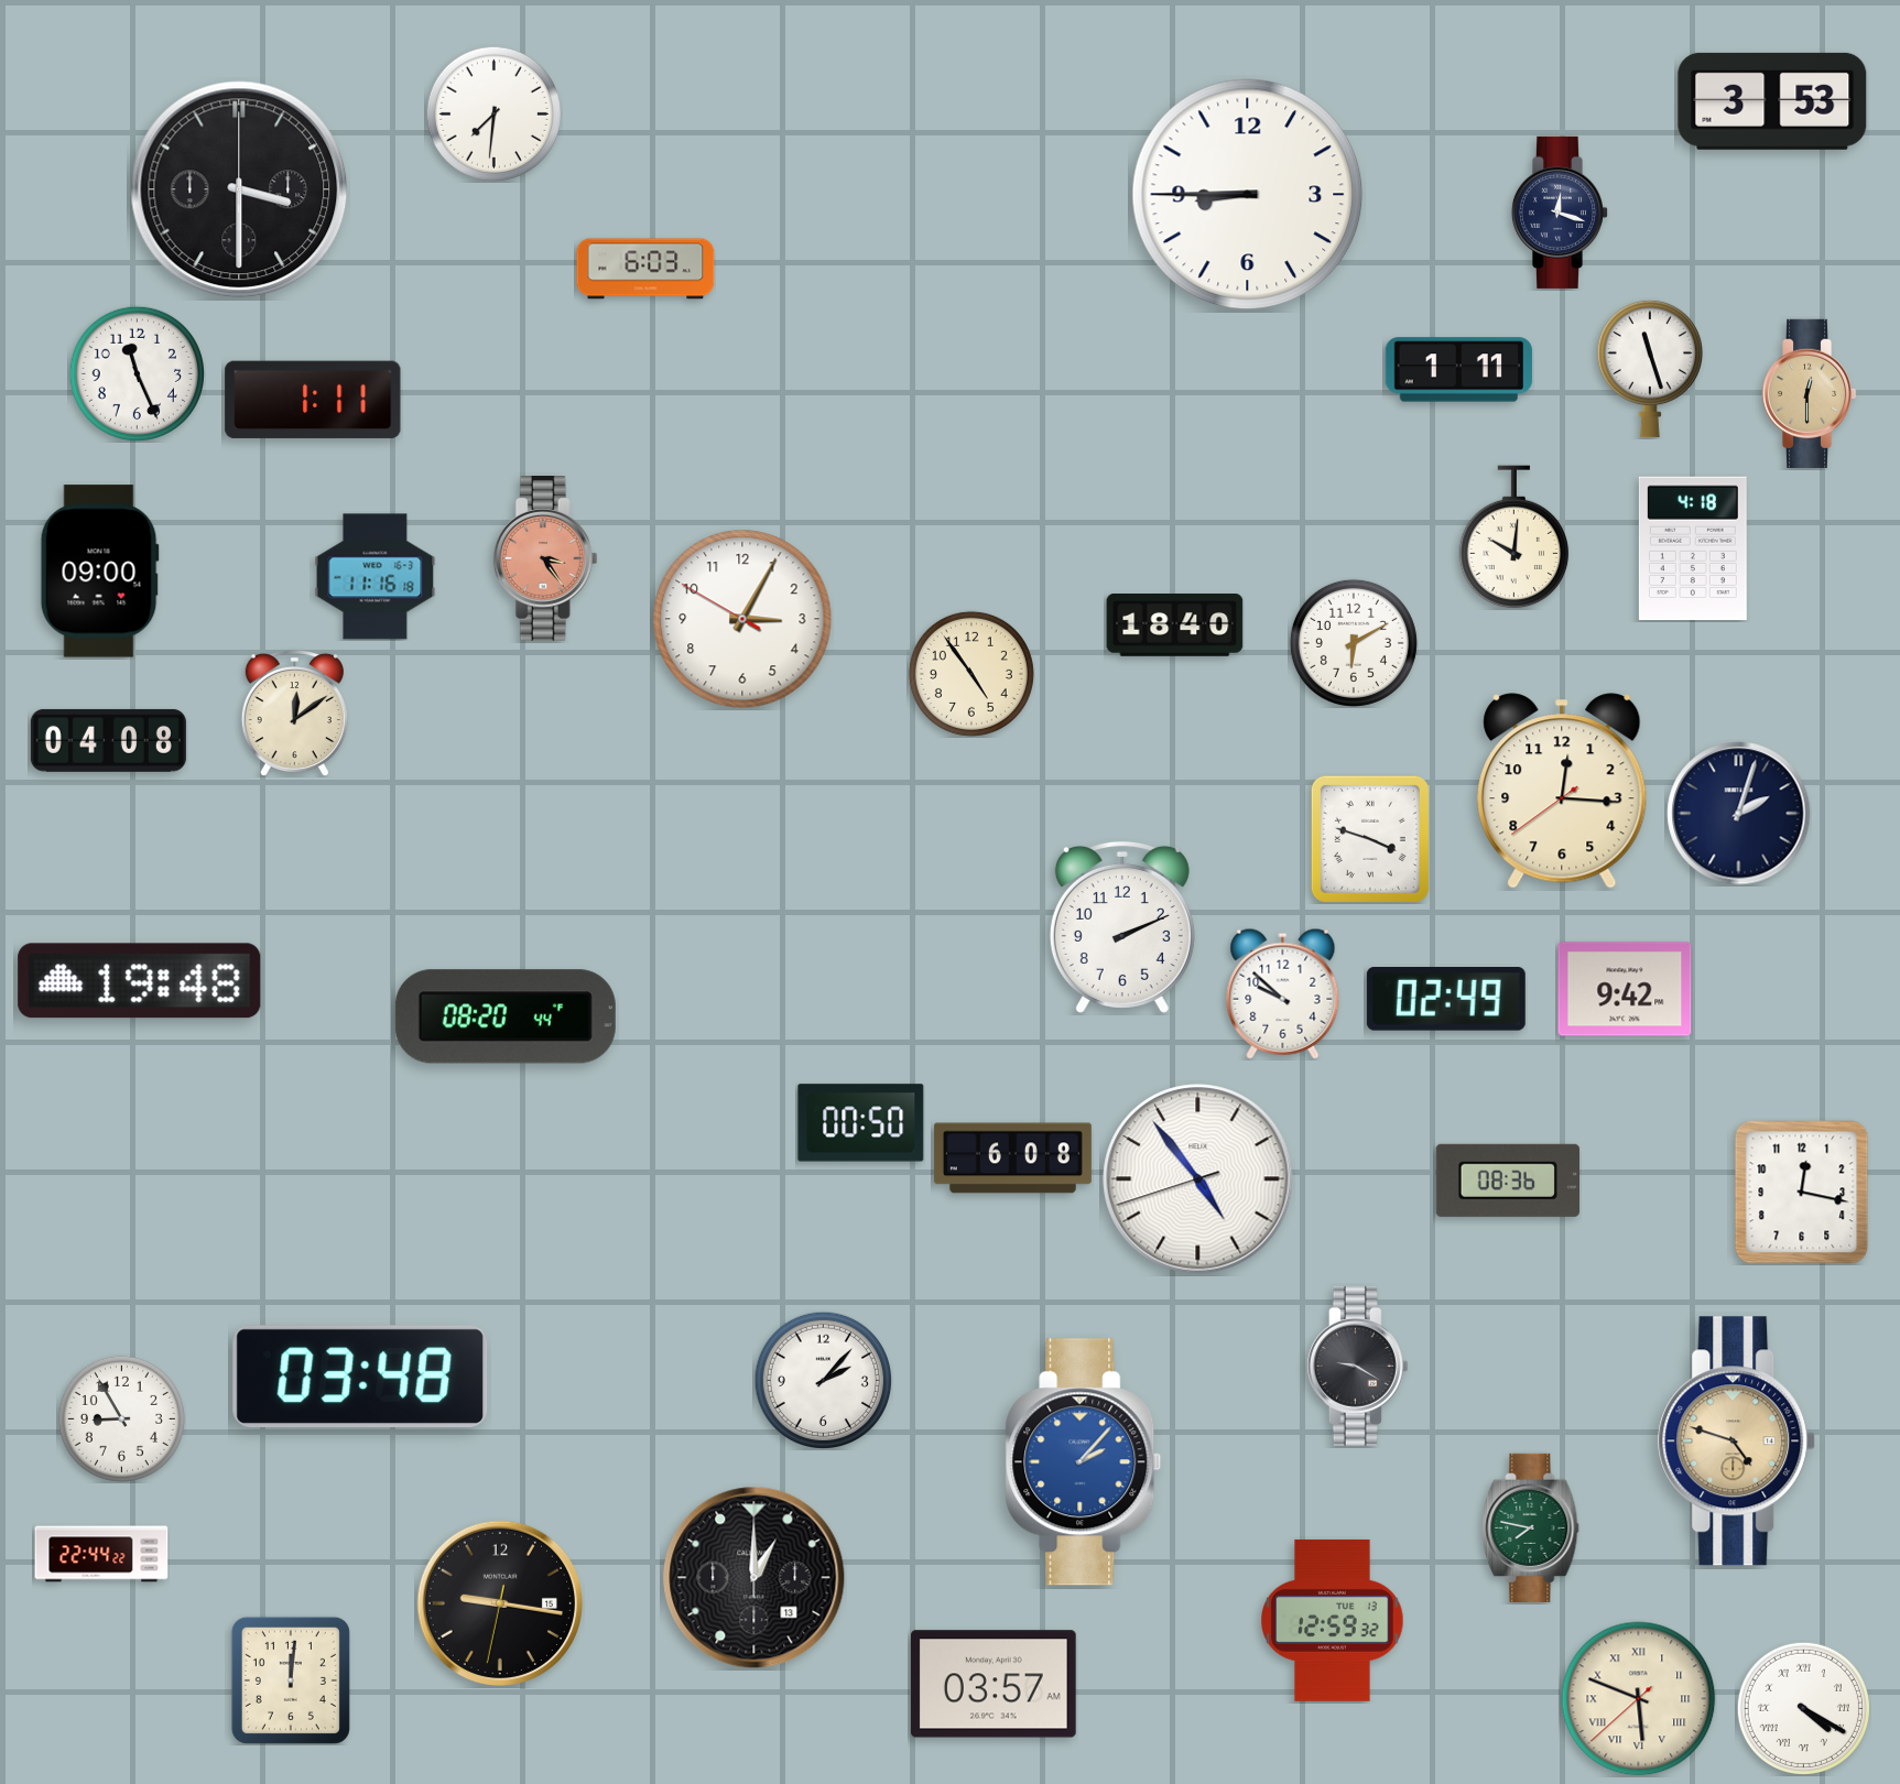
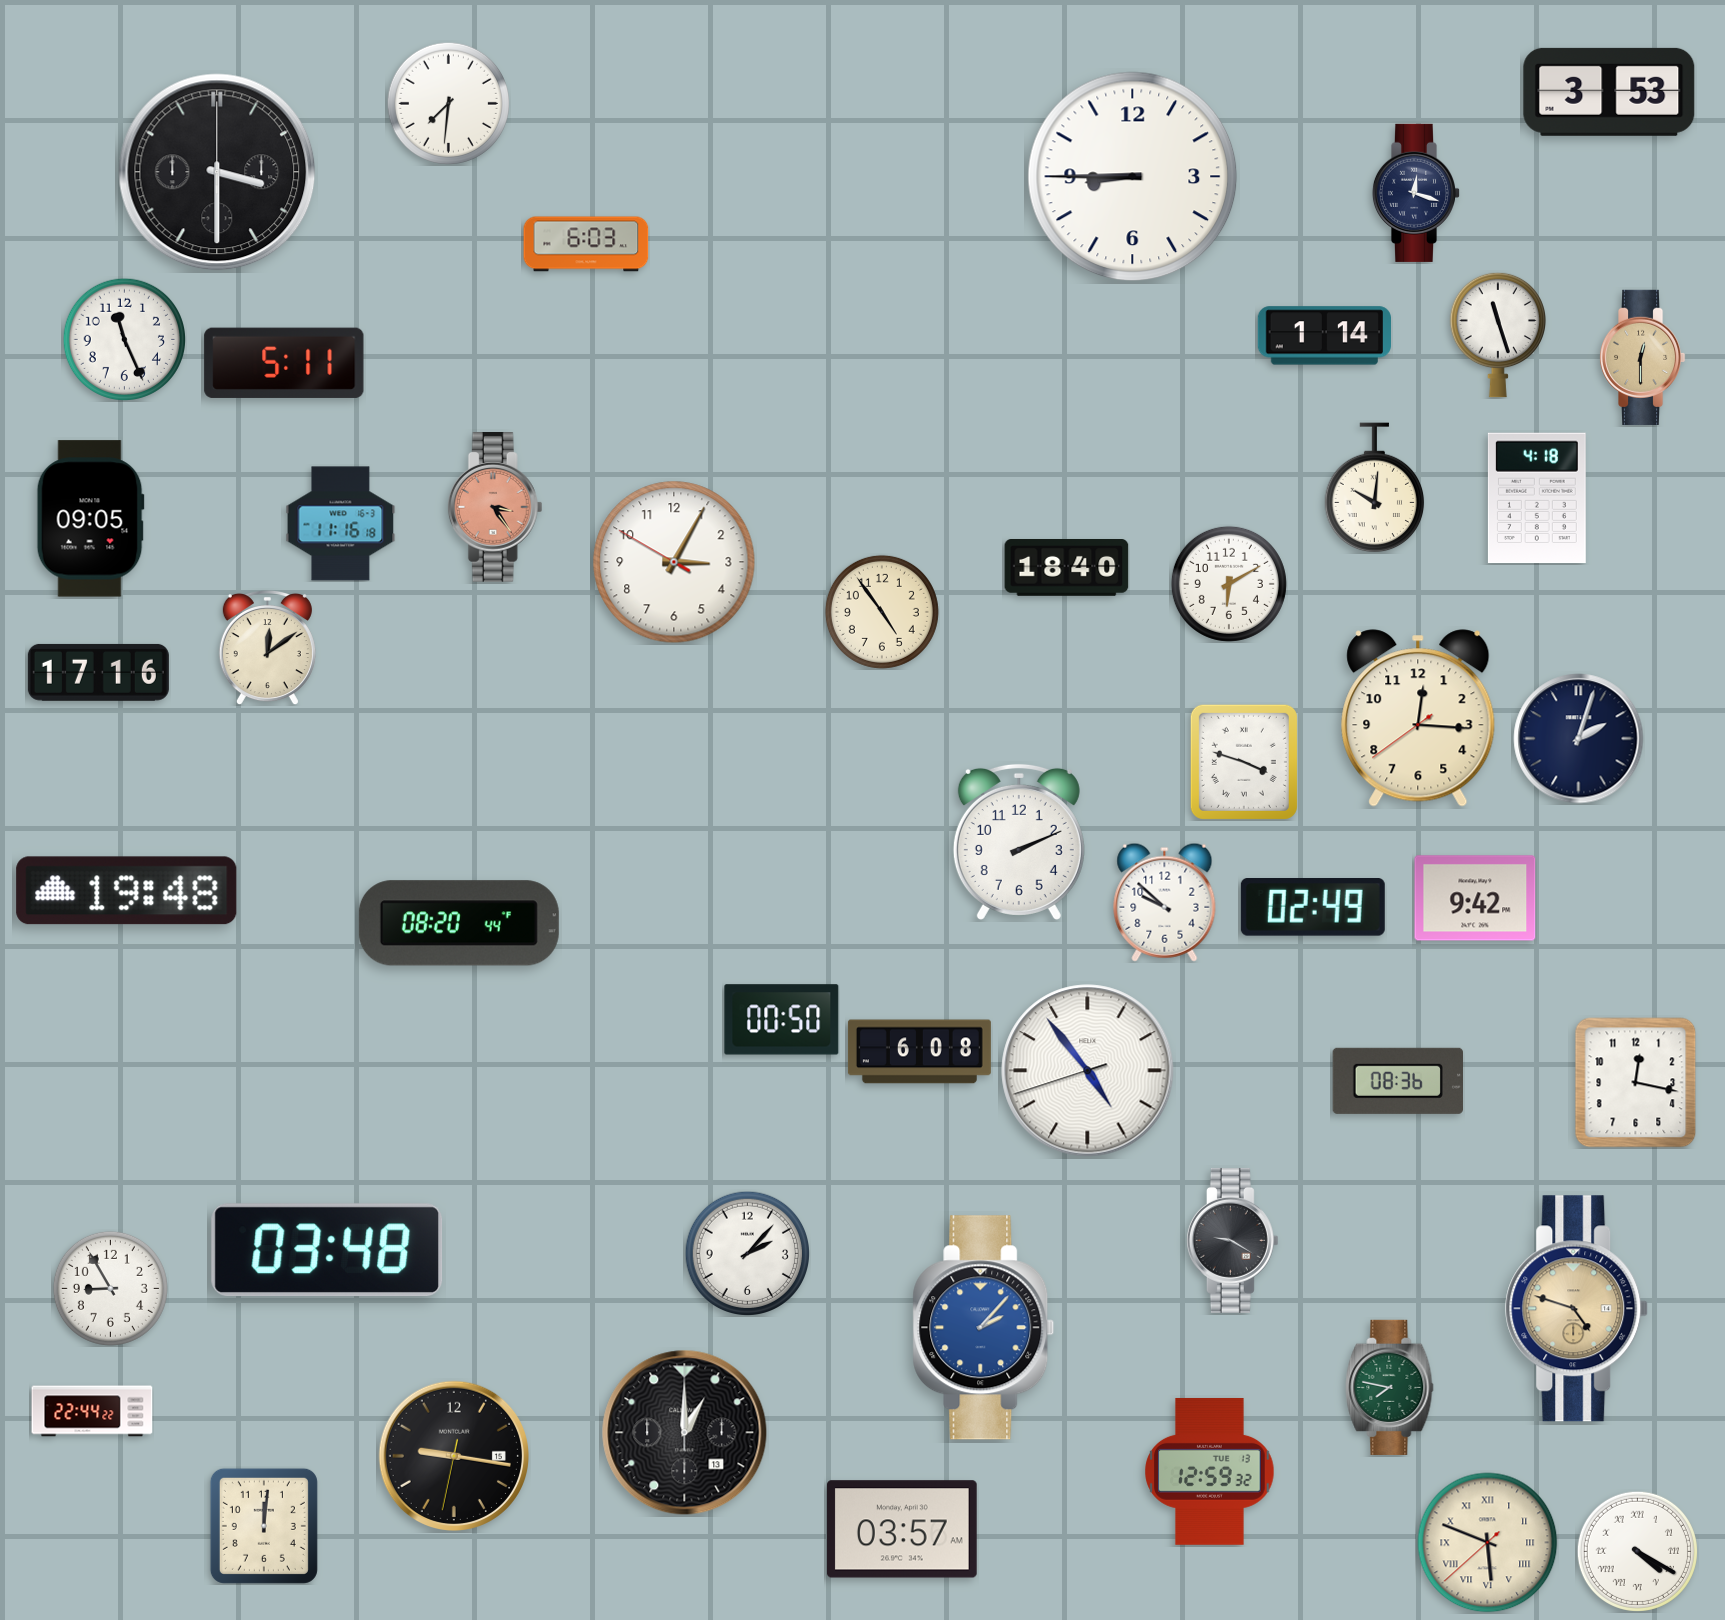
clock at (1458, 370): 1:11 -> 1:14
clock at (313, 400): 1:11 -> 5:11
clock at (99, 572): 09:00 -> 09:05
clock at (108, 740): 04:08 -> 17:16
clock at (1507, 1181) position: (1507, 1181) -> (1397, 1081)
